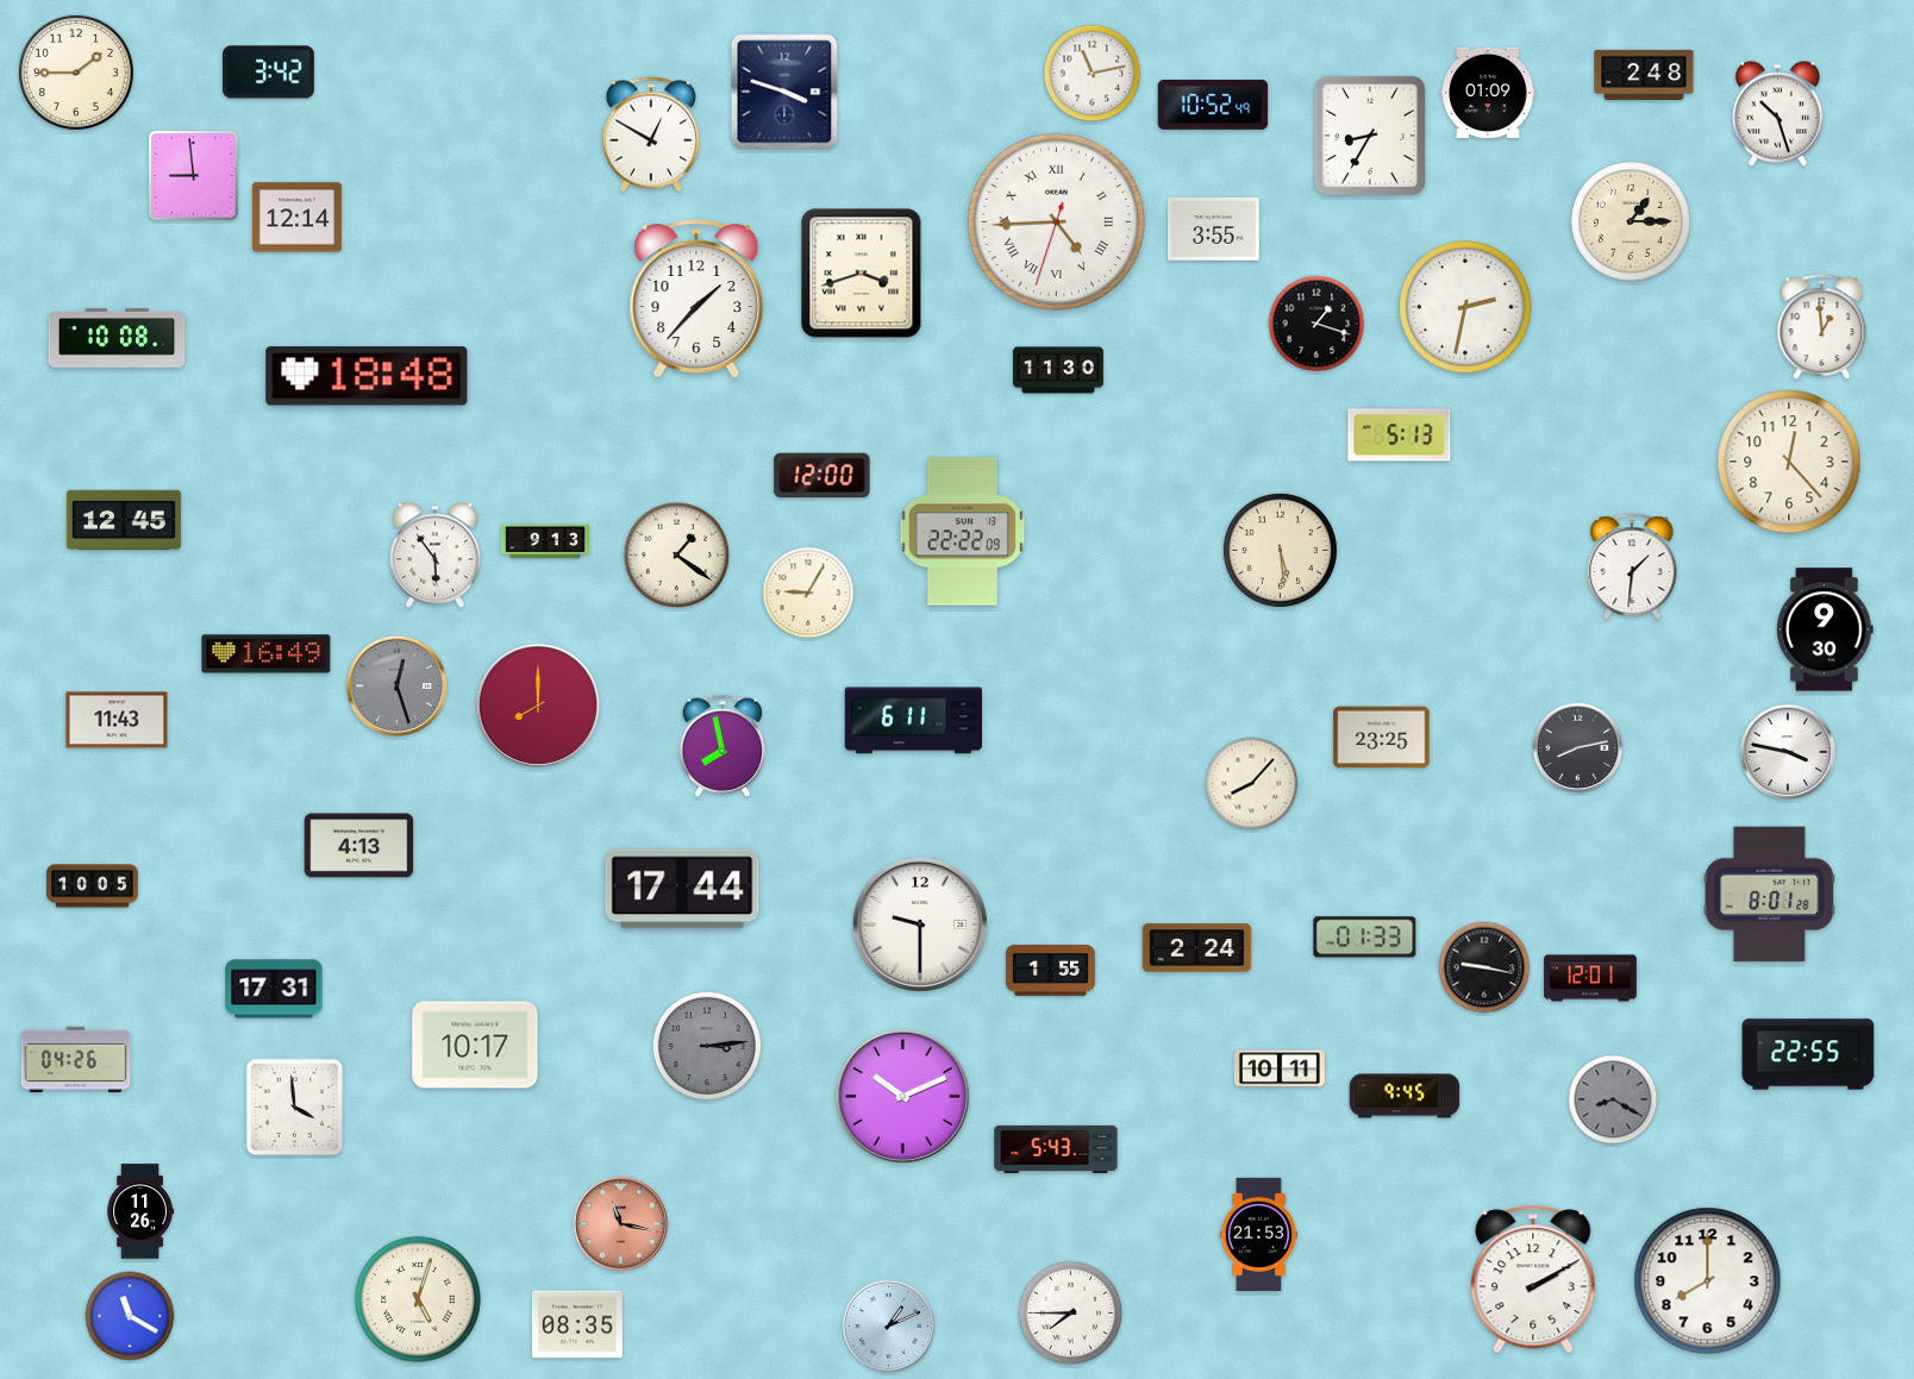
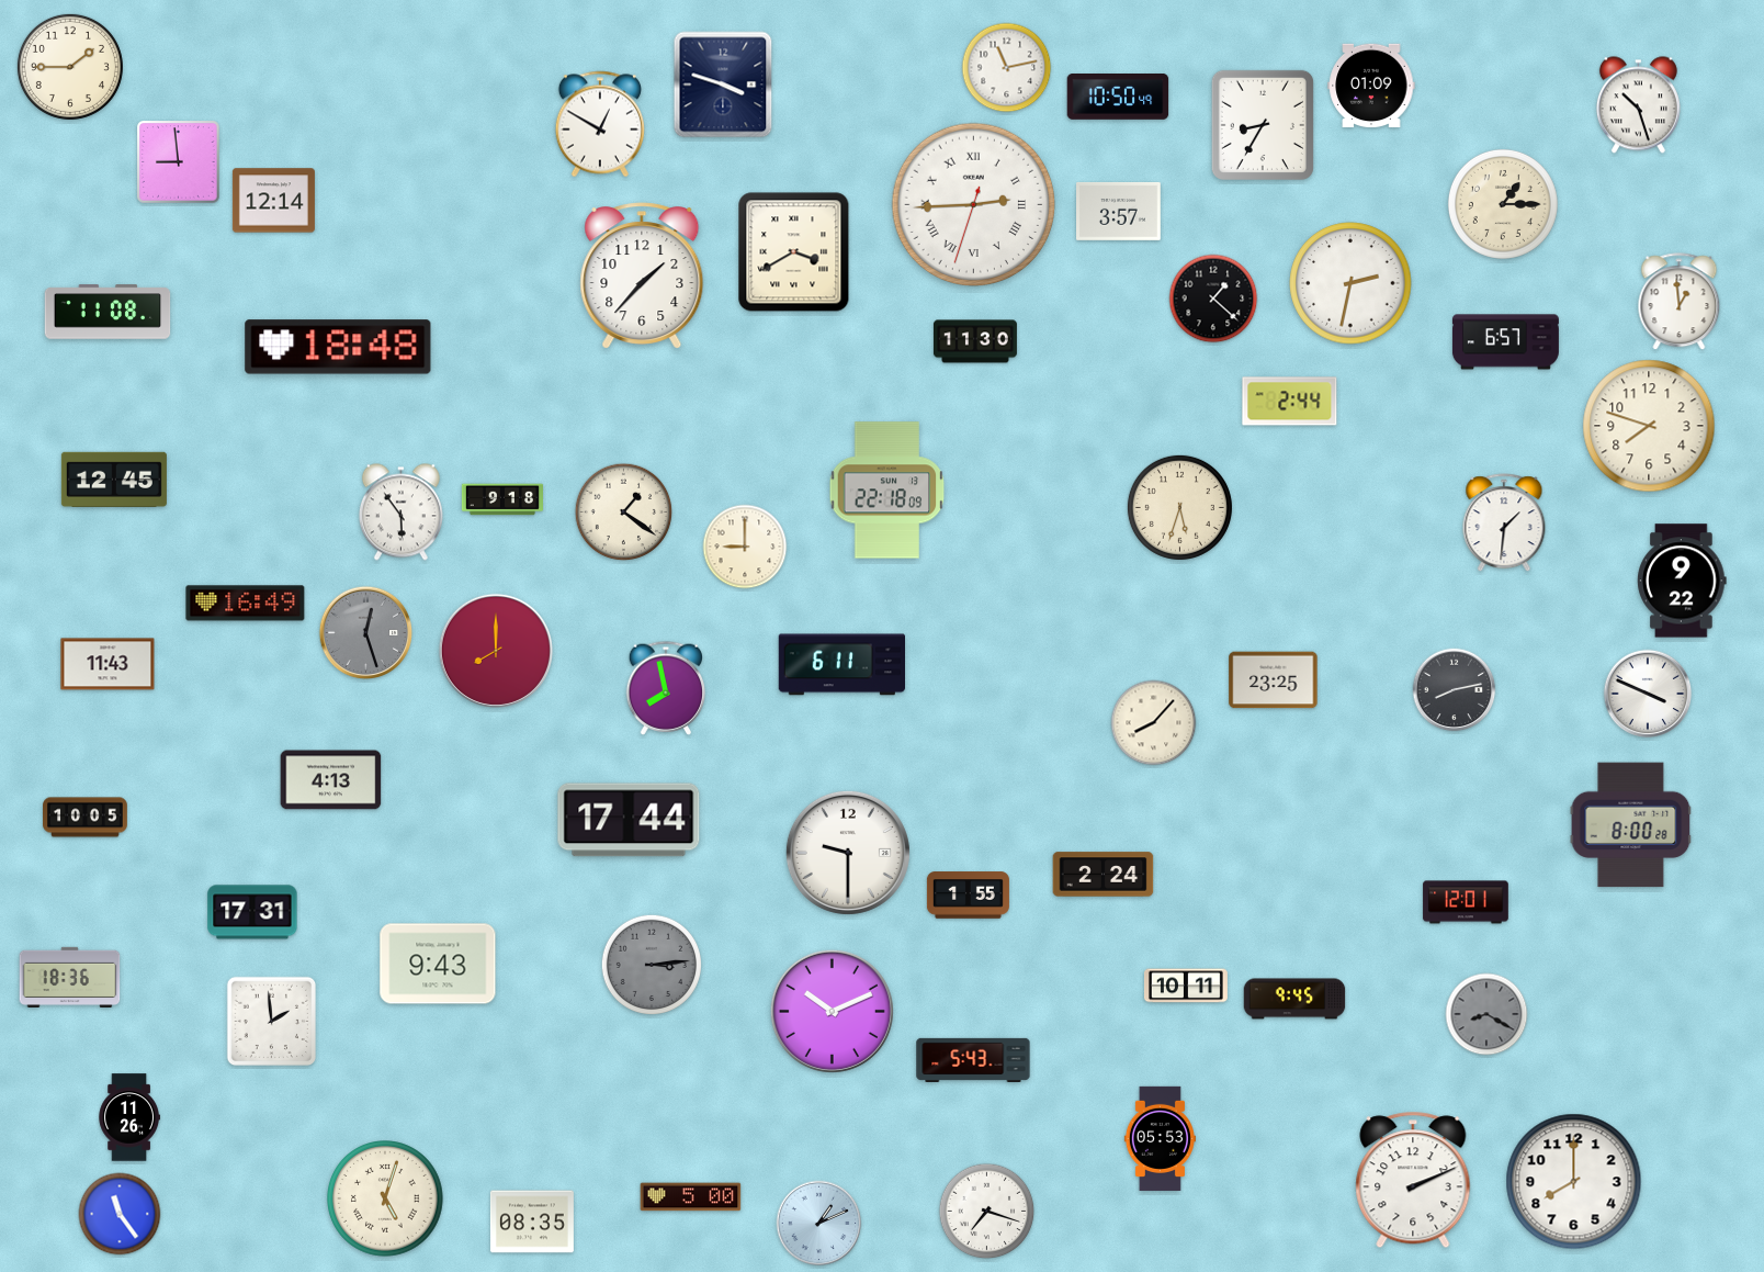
clock at (269, 73): 3:42 -> none
clock at (1644, 75): 2:48 -> none
clock at (1213, 106): 10:52 -> 10:50
clock at (1057, 222): 4:44 -> 2:44
clock at (1214, 230): 3:55 -> 3:57
clock at (862, 274): 3:42 -> 3:40
clock at (1316, 324): 1:18 -> 1:22
clock at (117, 338): 10:08 -> 11:08
clock at (1505, 342): none -> 6:57
clock at (1400, 435): 5:13 -> 2:44
clock at (1789, 462): 12:23 -> 7:48
clock at (822, 476): 12:00 -> none
clock at (963, 532): 22:22 -> 22:18
clock at (545, 541): 9:13 -> 9:18
clock at (1280, 550): 5:29 -> 5:33
clock at (808, 593): 9:05 -> 9:00
clock at (1825, 629): 9:30 -> 9:22
clock at (1788, 752): 3:47 -> 3:49
clock at (1770, 895): 8:01 -> 8:00
clock at (1365, 938): 01:33 -> none
clock at (1484, 967): 9:17 -> none
clock at (475, 1045): 10:17 -> 9:43
clock at (1808, 1054): 22:55 -> none
clock at (76, 1059): 04:26 -> 18:36
clock at (1280, 1068) position: (1280, 1068) -> (1186, 986)
clock at (1405, 1096) position: (1405, 1096) -> (1294, 999)
clock at (295, 1108): 3:59 -> 1:59
clock at (621, 1224): 11:17 -> none
clock at (1258, 1234): 21:53 -> 05:53
clock at (1533, 1279): 2:10 -> 2:11
clock at (691, 1197): none -> 5:00
clock at (1071, 1314): 7:45 -> 7:18
clock at (130, 1316): 11:20 -> 11:24
